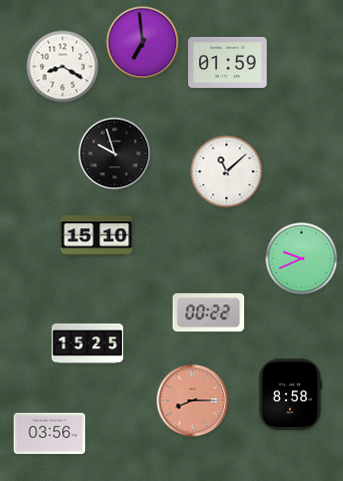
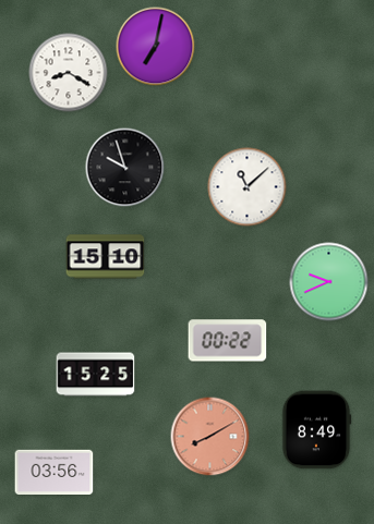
clock at (143, 43): 6:59 -> 7:02
clock at (228, 62): 01:59 -> none
clock at (290, 395): 8:58 -> 8:49
clock at (193, 401): 8:15 -> 8:10
